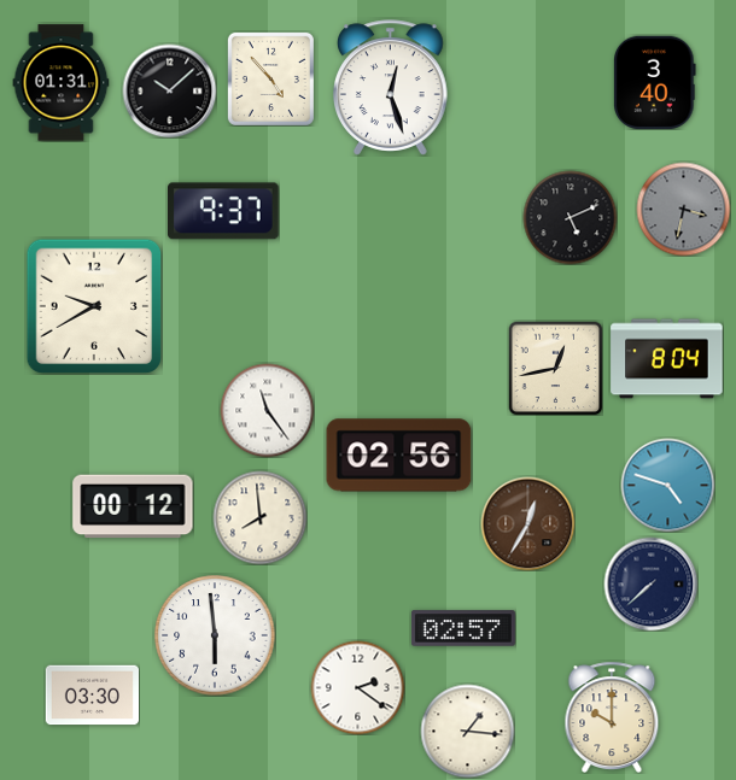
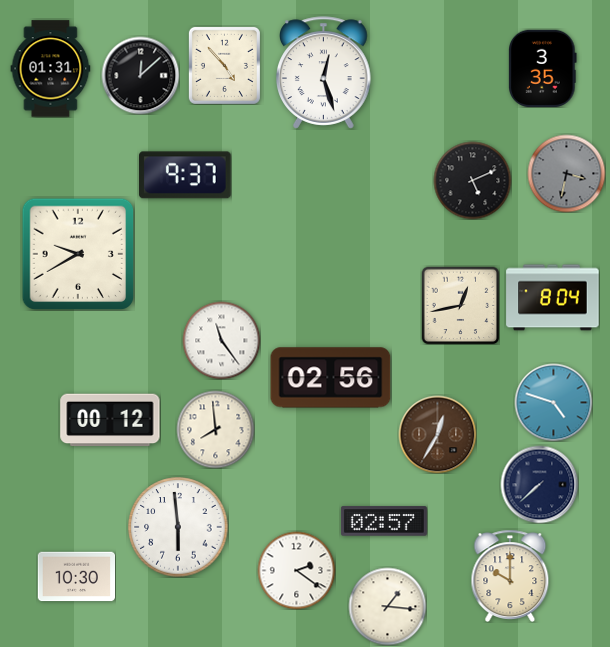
clock at (655, 82): 3:40 -> 3:35
clock at (169, 90): 10:08 -> 12:08
clock at (92, 696): 03:30 -> 10:30
clock at (612, 716) position: (612, 716) -> (510, 575)
